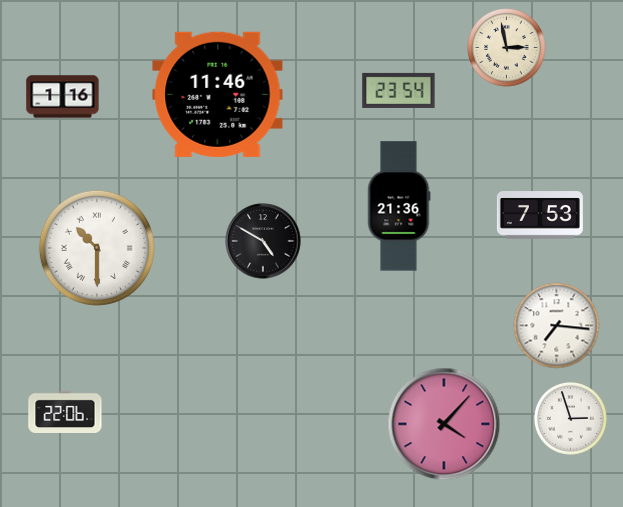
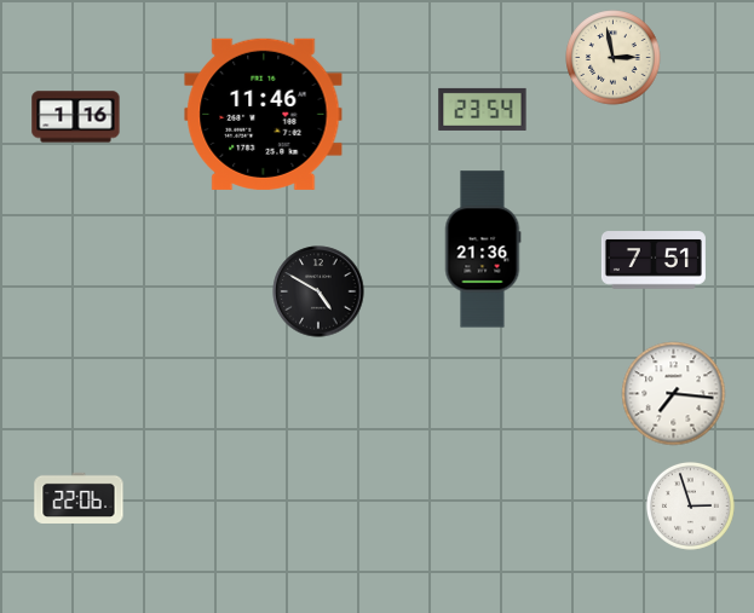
clock at (540, 215): 7:53 -> 7:51
clock at (97, 248): 10:30 -> none
clock at (444, 424): 4:07 -> none
